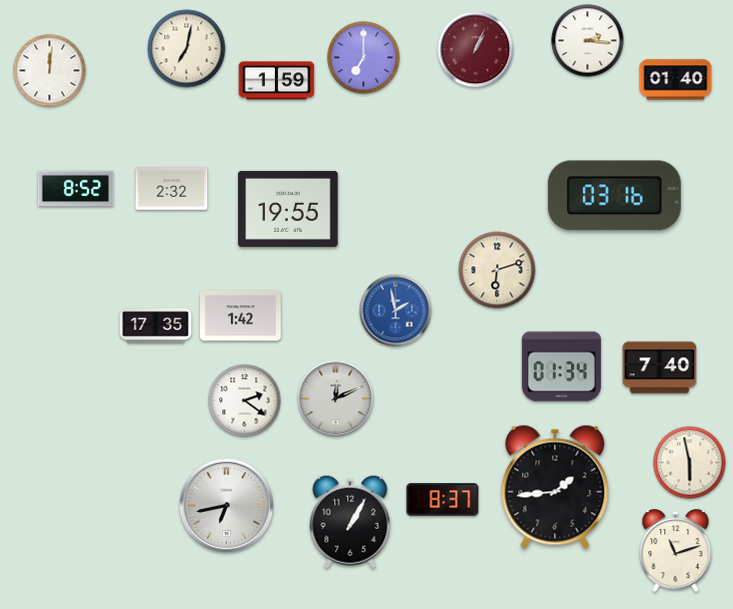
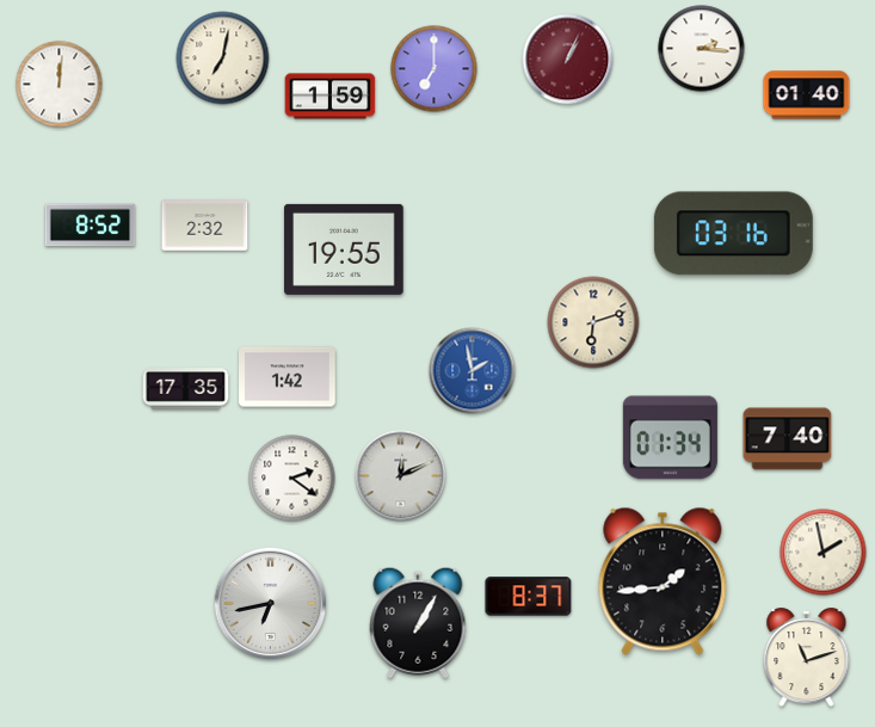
clock at (690, 463): 5:58 -> 1:58
